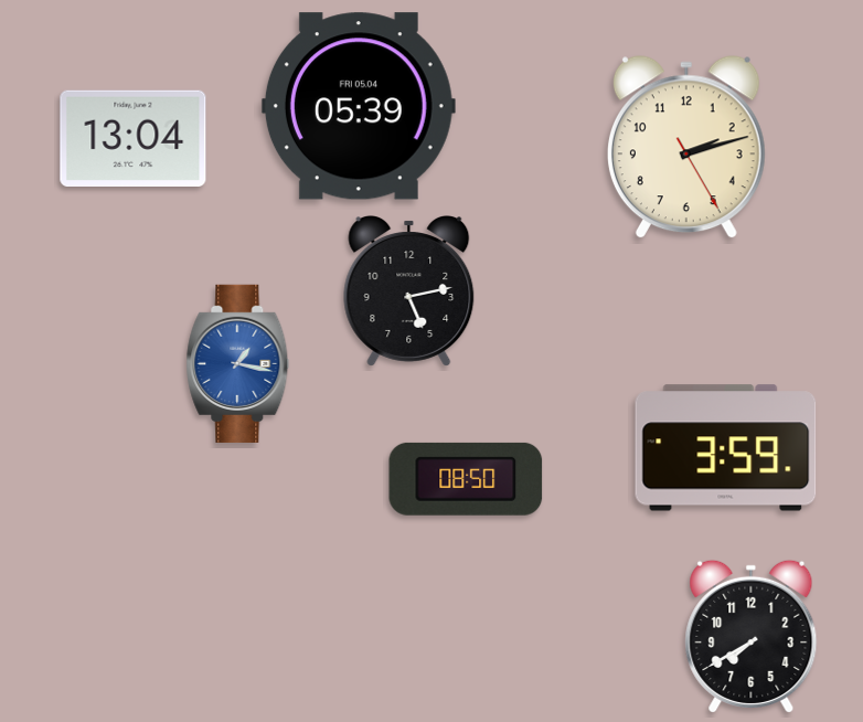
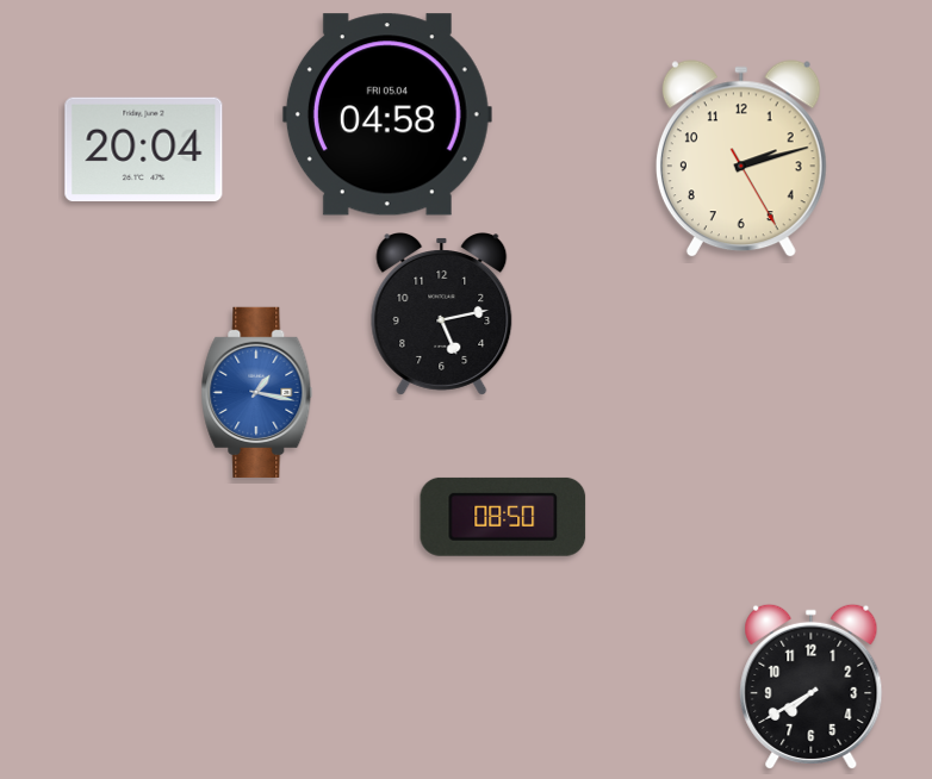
clock at (359, 106): 05:39 -> 04:58
clock at (134, 138): 13:04 -> 20:04
clock at (726, 448): 3:59 -> none
